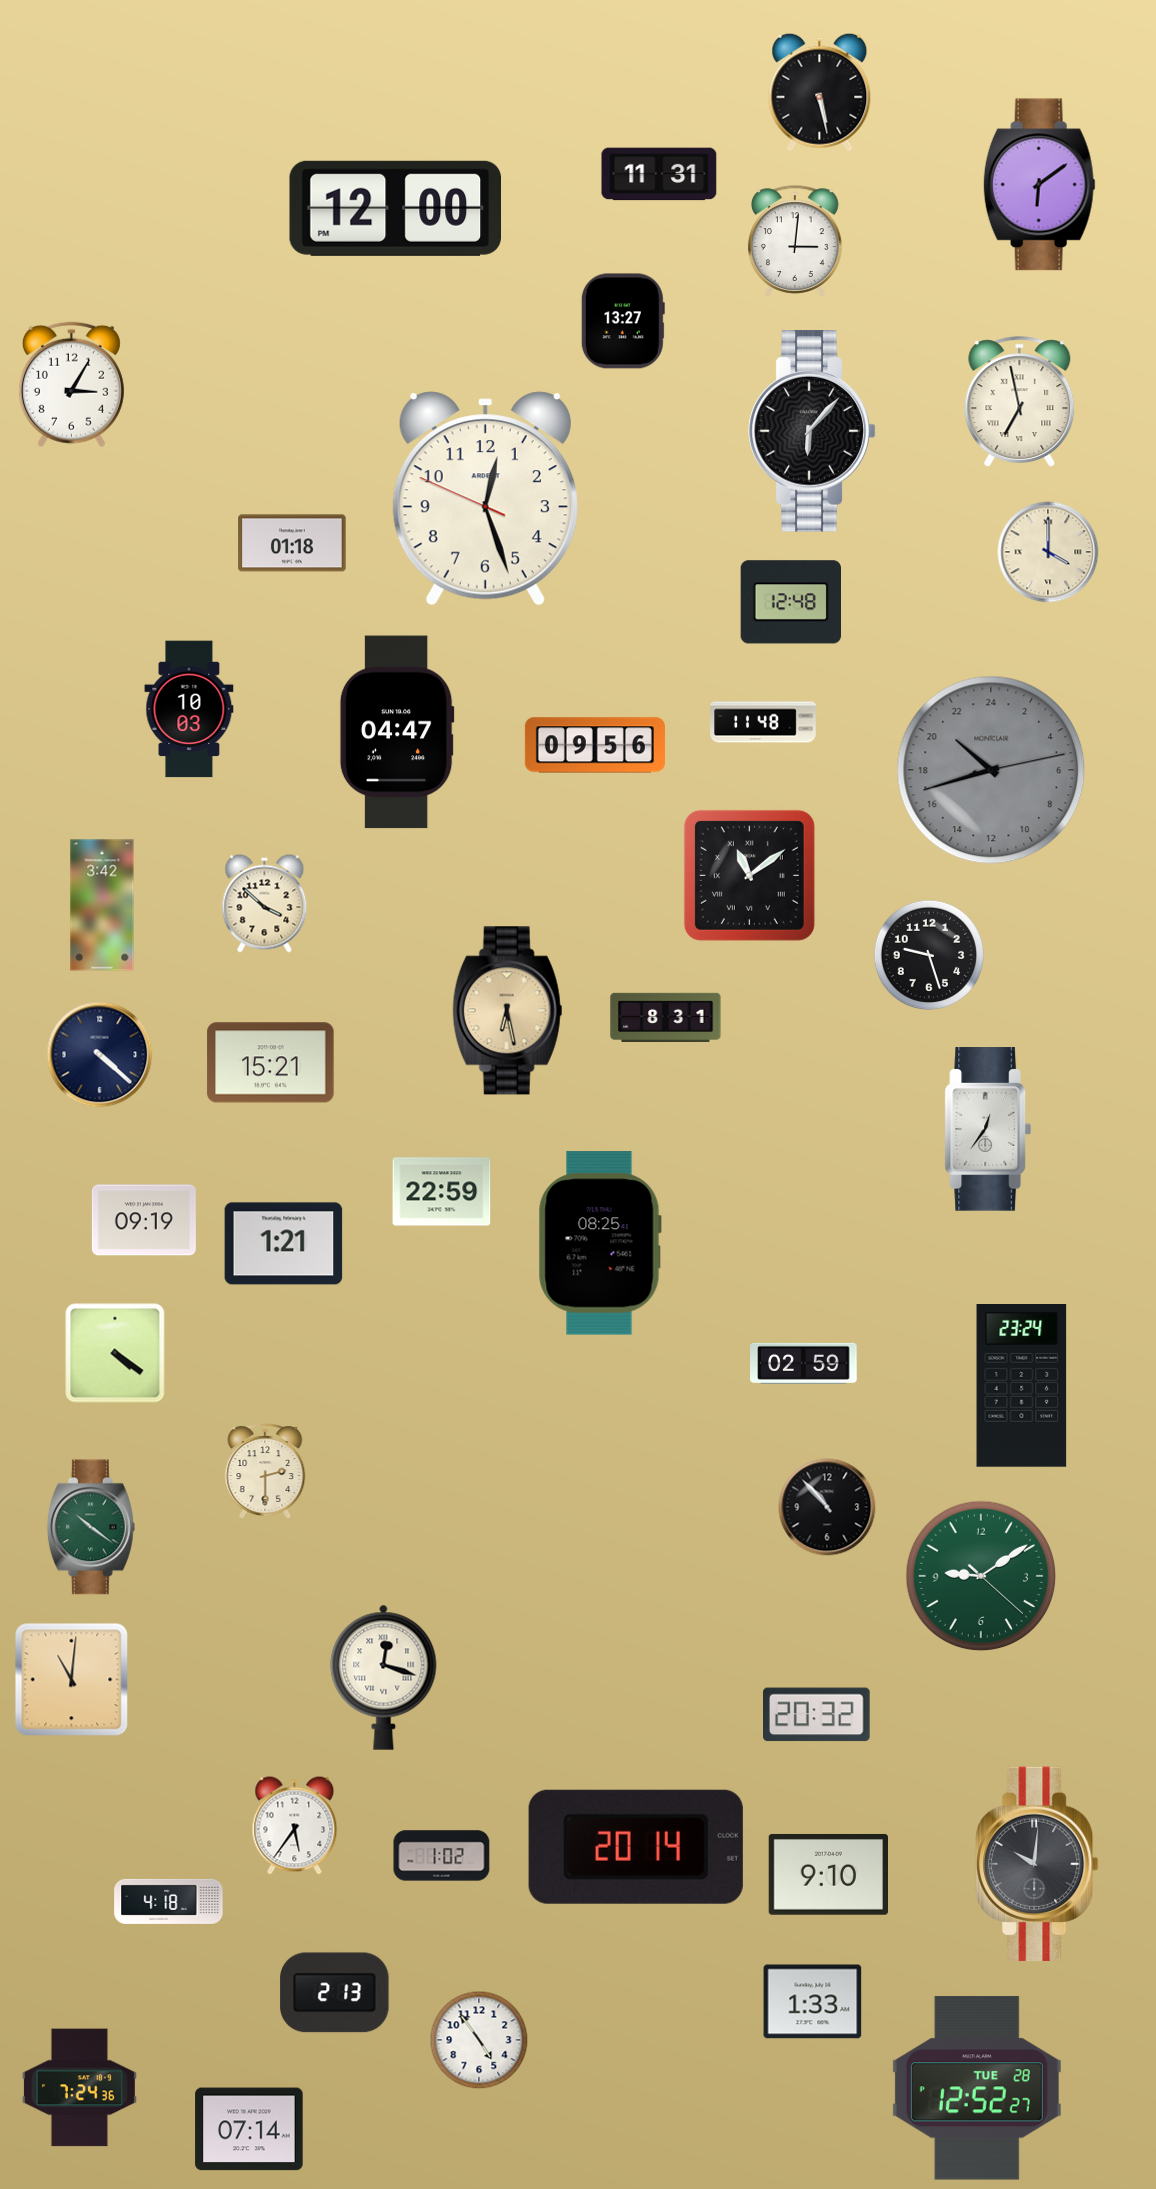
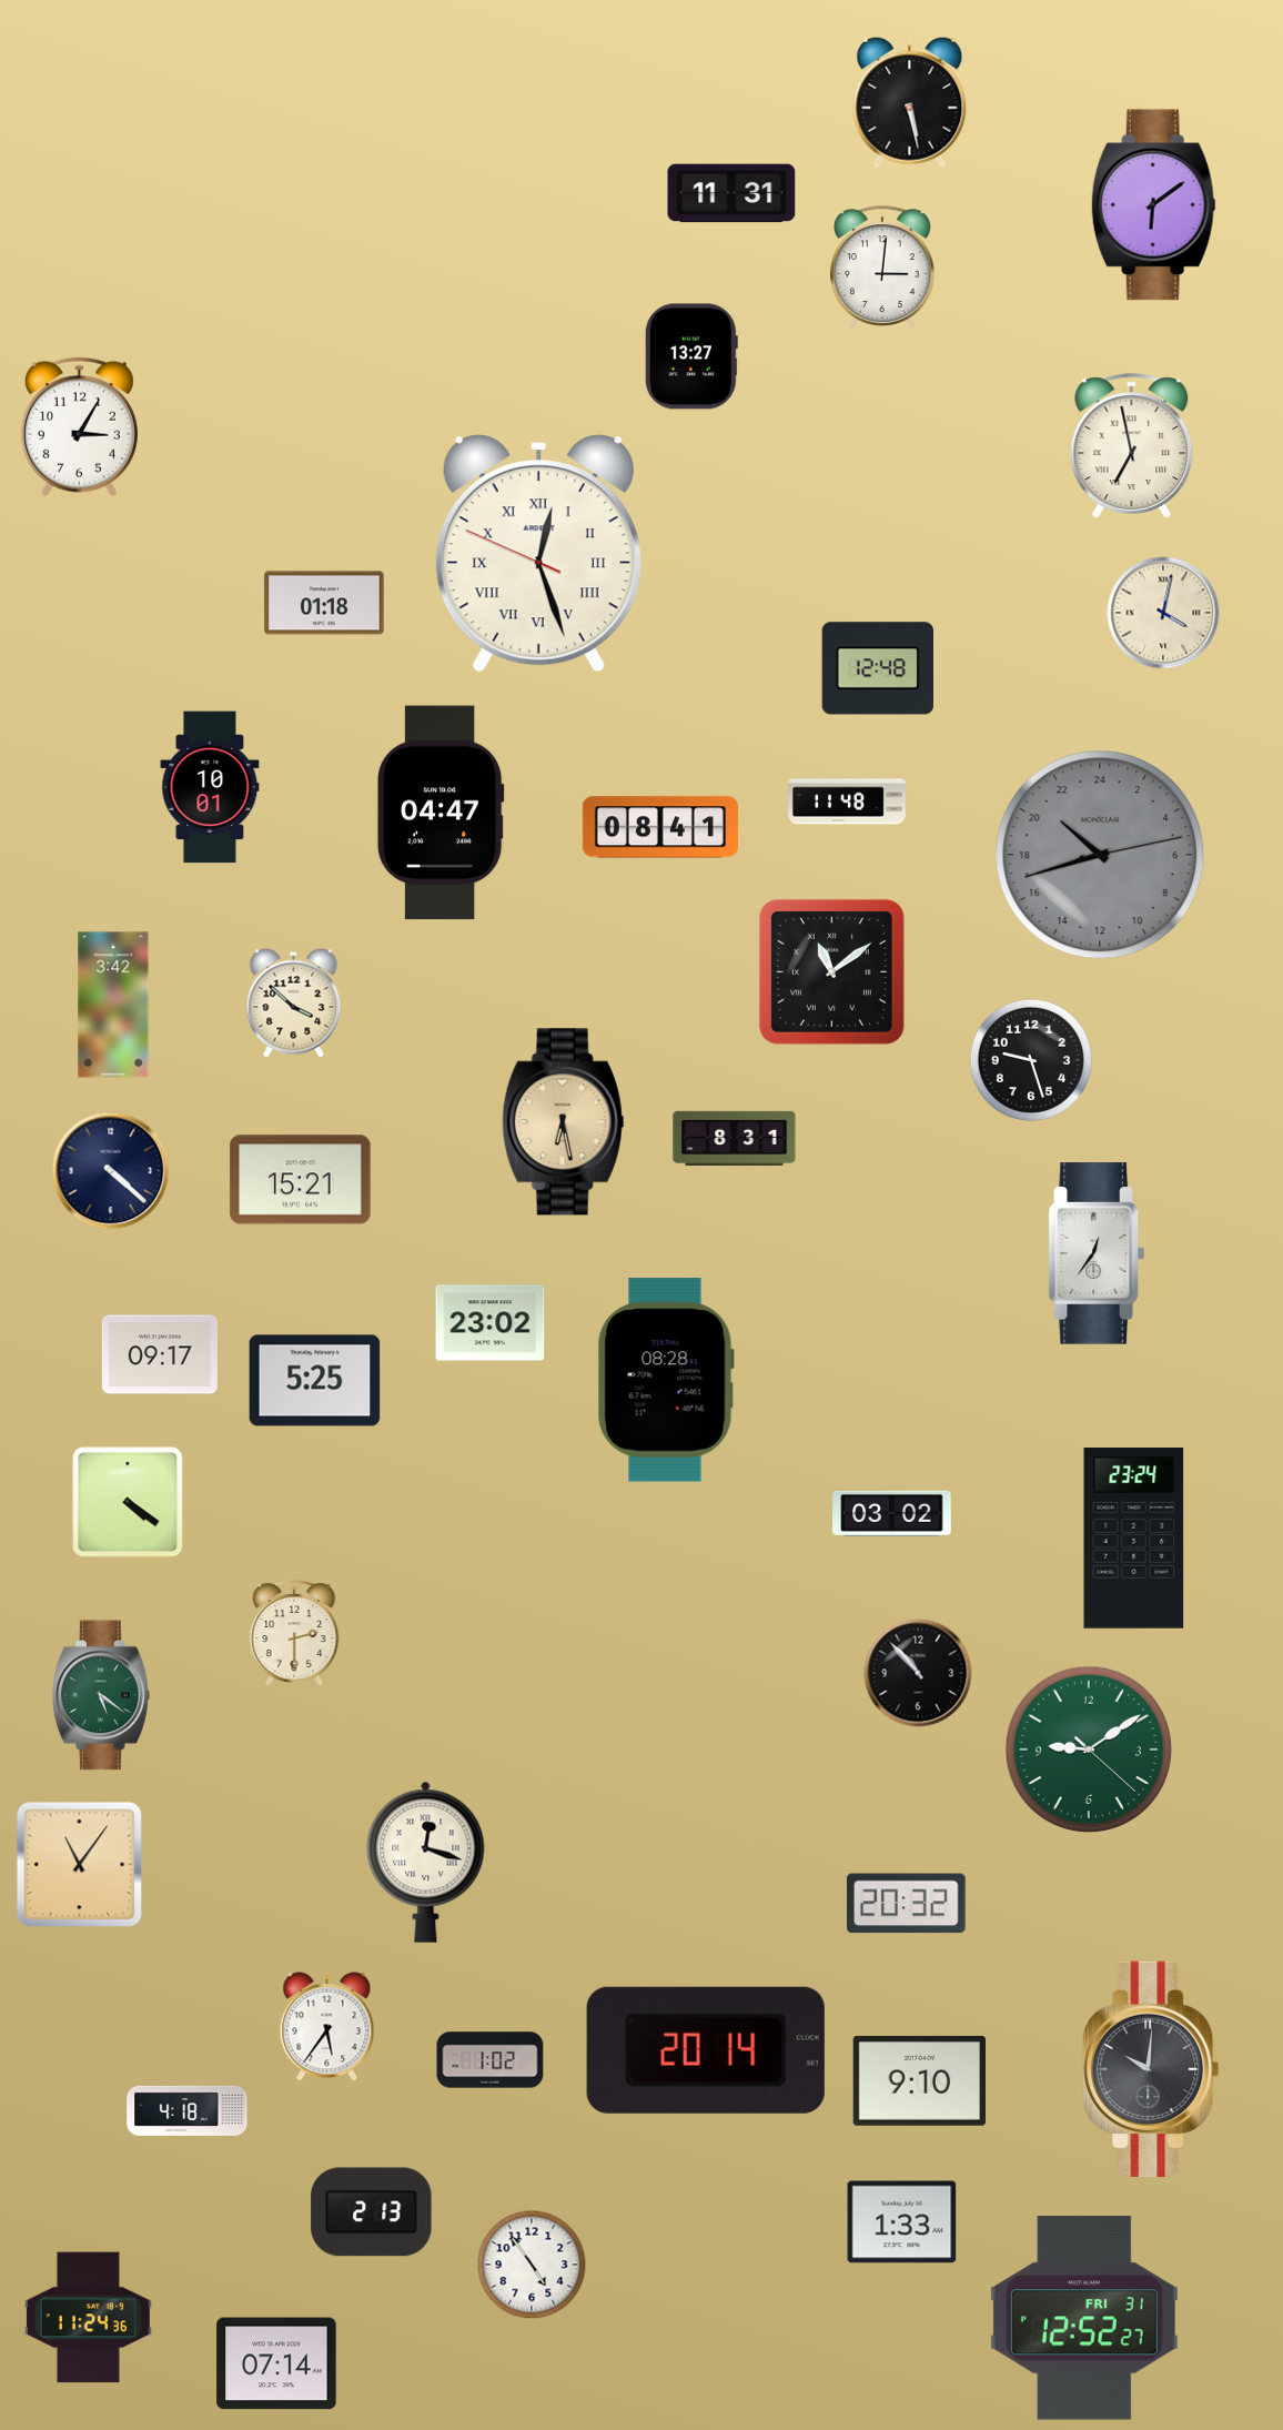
clock at (395, 208): 12:00 -> none
clock at (812, 431): 6:07 -> none
clock at (485, 499) numerals: Arabic -> Roman
clock at (1048, 552): 4:00 -> 4:02
clock at (189, 709): 10:03 -> 10:01
clock at (595, 745): 09:56 -> 08:41
clock at (666, 1017) position: (666, 1017) -> (735, 1138)
clock at (442, 1192): 22:59 -> 23:02
clock at (144, 1220): 09:19 -> 09:17
clock at (600, 1243): 08:25 -> 08:28
clock at (284, 1244): 1:21 -> 5:25
clock at (804, 1363): 02:59 -> 03:02
clock at (91, 1527): 10:21 -> 5:21
clock at (72, 1680): 11:01 -> 11:06
clock at (79, 2088): 7:24 -> 11:24
clock at (977, 2088) date: TUE 28 -> FRI 31
